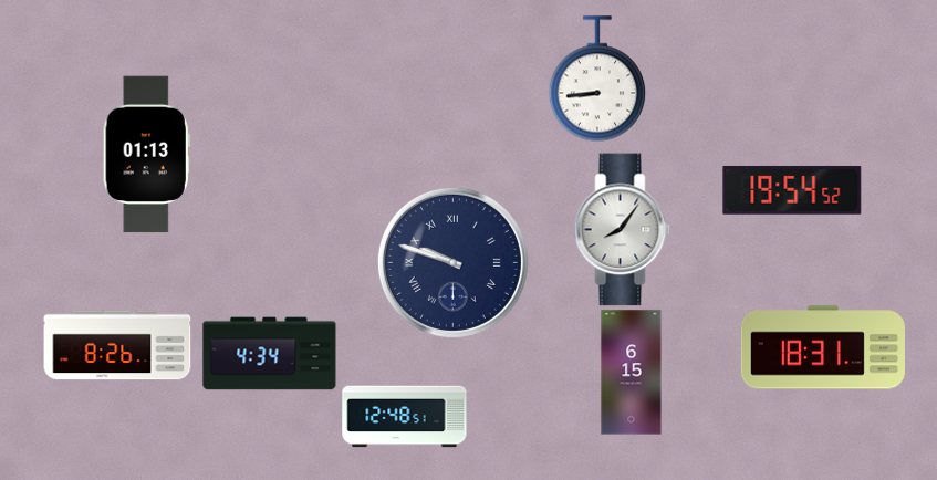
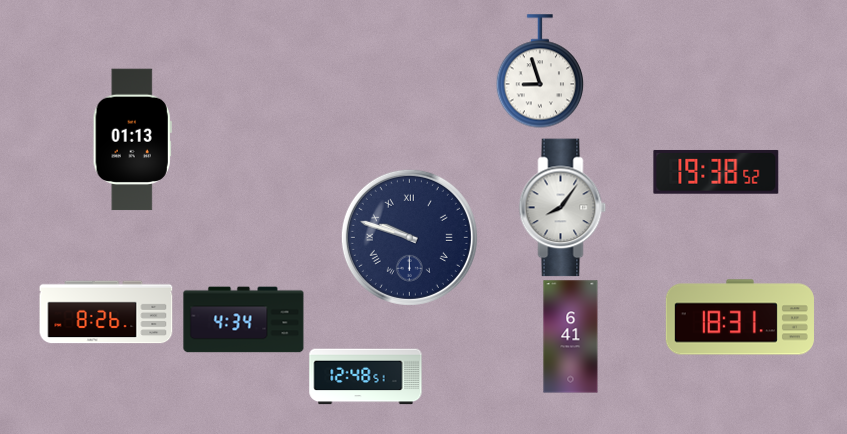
clock at (596, 79): 8:44 -> 8:57
clock at (792, 190): 19:54 -> 19:38
clock at (823, 347) position: (823, 347) -> (740, 317)
clock at (632, 373): 6:15 -> 6:41
